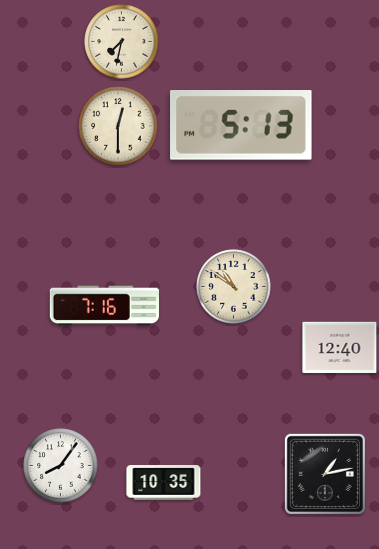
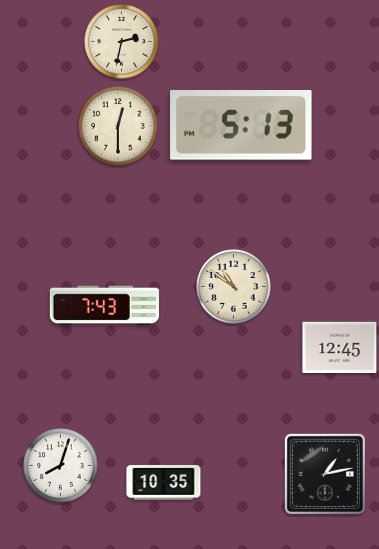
clock at (122, 42): 7:32 -> 2:32
clock at (104, 306): 7:16 -> 7:43
clock at (340, 347): 12:40 -> 12:45
clock at (61, 466): 8:06 -> 8:03
